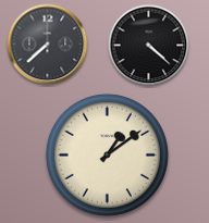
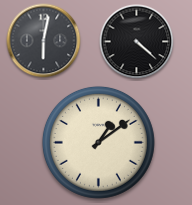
clock at (48, 45): 7:38 -> 6:02
